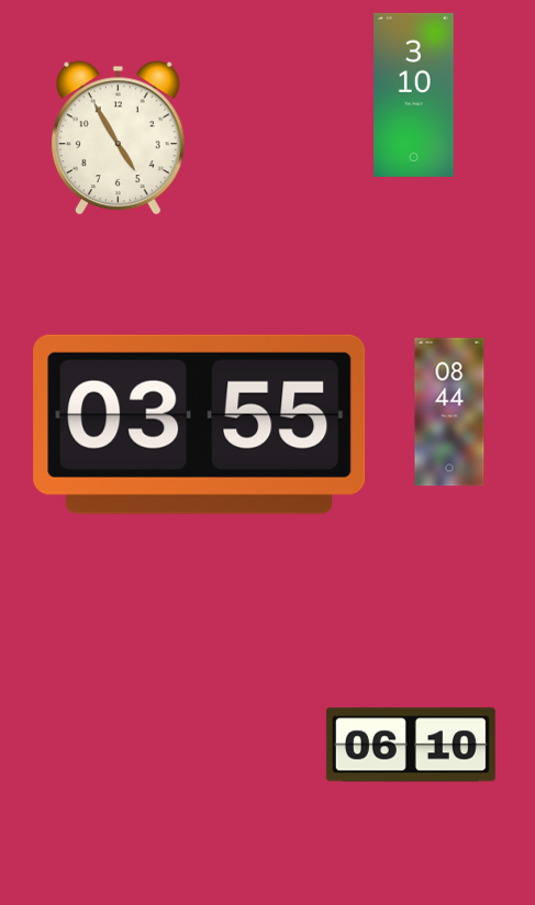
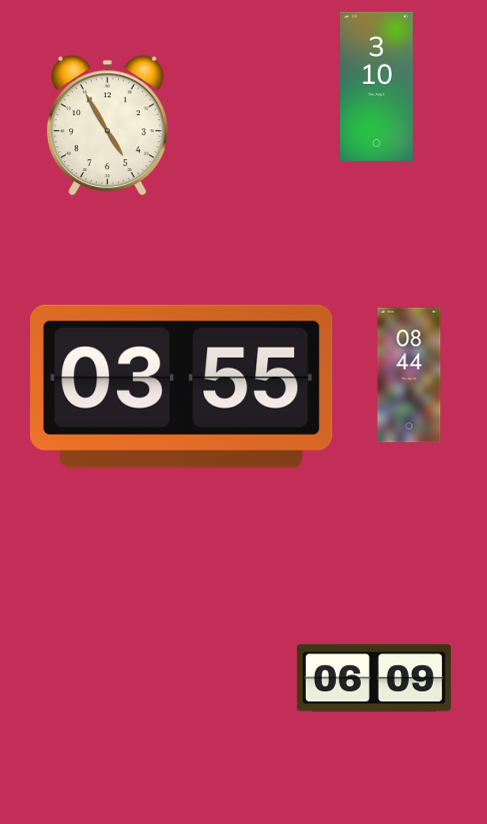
clock at (411, 745): 06:10 -> 06:09
